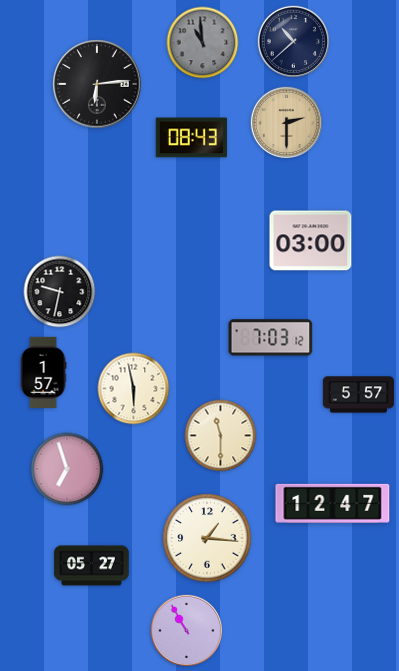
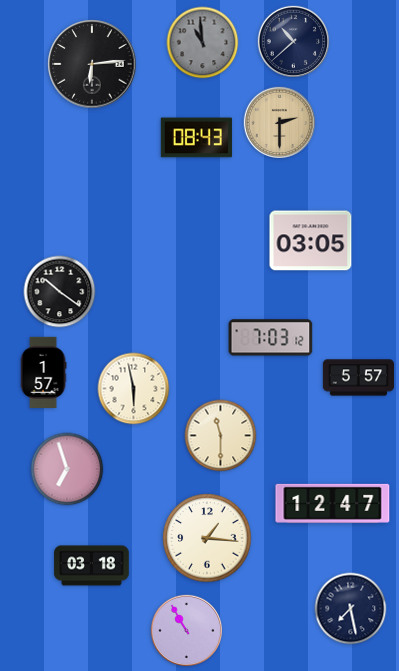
clock at (97, 84) position: (97, 84) -> (92, 64)
clock at (286, 122) position: (286, 122) -> (279, 122)
clock at (191, 138) position: (191, 138) -> (196, 138)
clock at (311, 241): 03:00 -> 03:05
clock at (60, 292): 9:32 -> 10:21
clock at (359, 395) position: (359, 395) -> (359, 378)
clock at (92, 566): 05:27 -> 03:18
clock at (351, 609): none -> 7:28
